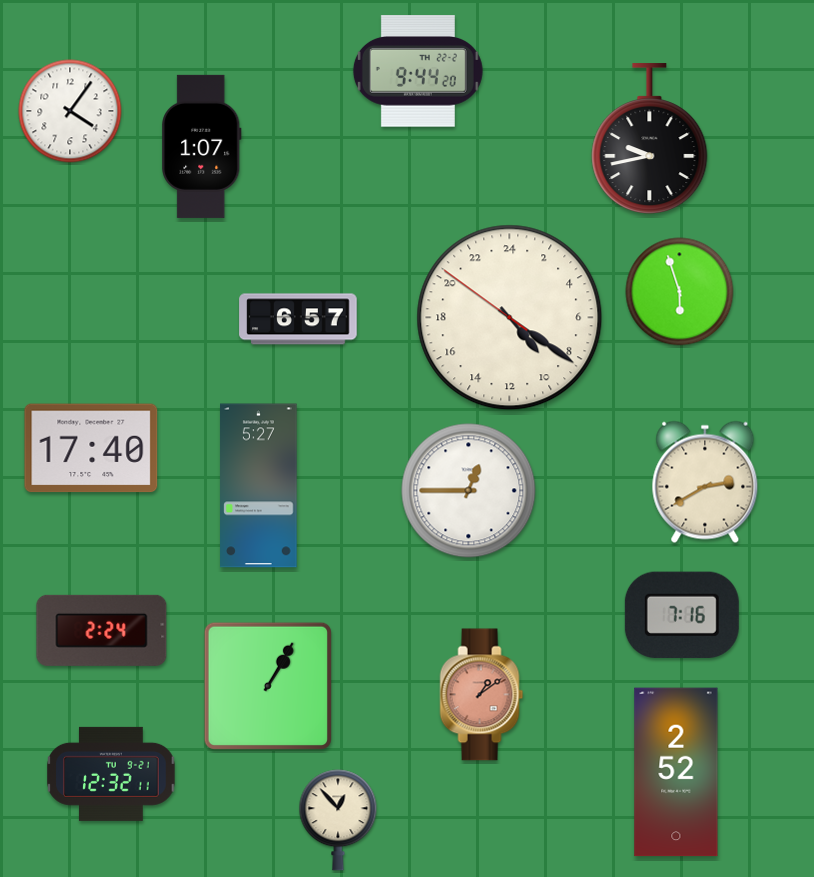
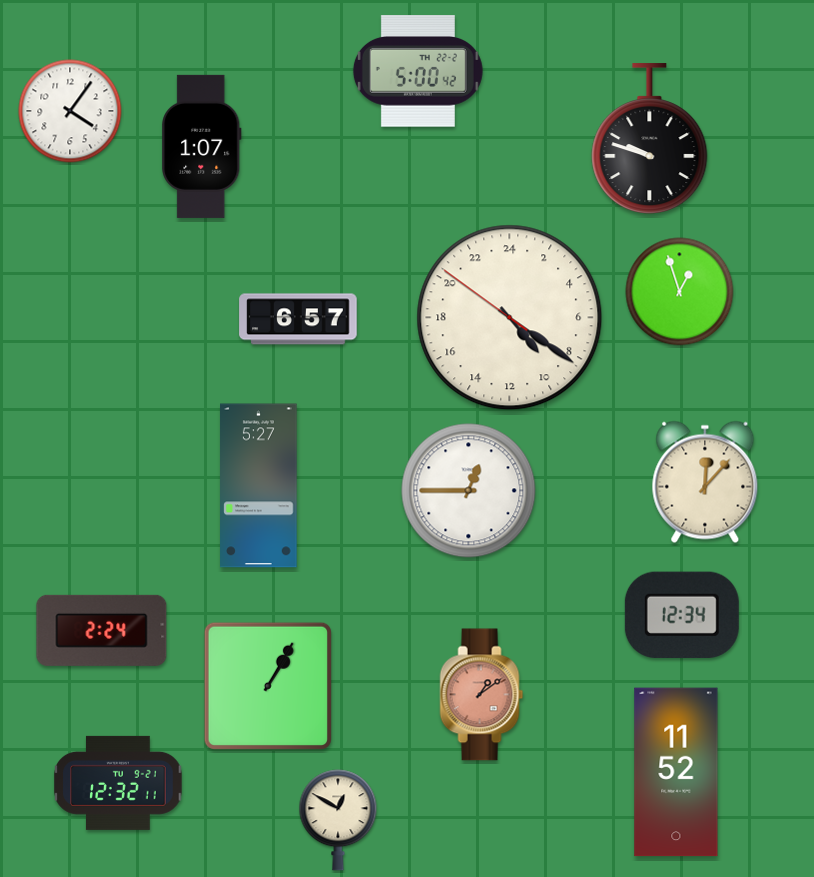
clock at (418, 71): 9:44 -> 5:00
clock at (650, 138): 9:43 -> 9:48
clock at (680, 292): 5:57 -> 12:57
clock at (91, 448): 17:40 -> none
clock at (705, 482): 2:40 -> 12:07
clock at (682, 615): 7:16 -> 12:34
clock at (676, 772): 2:52 -> 11:52
clock at (111, 774) position: (111, 774) -> (118, 783)
clock at (338, 820): 12:53 -> 12:50
